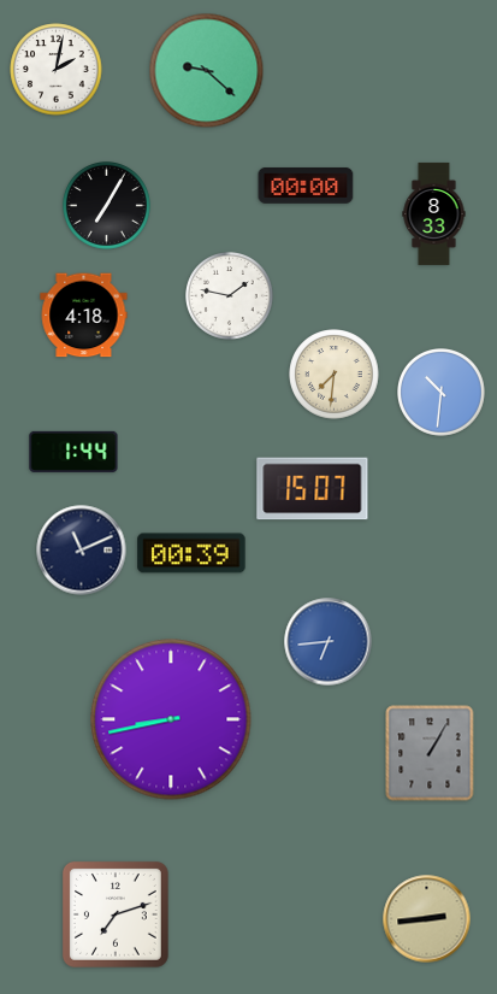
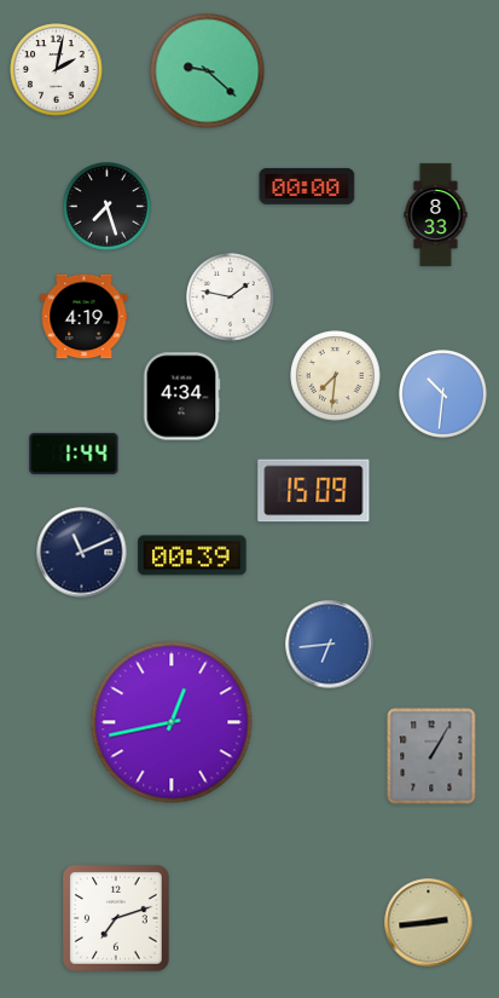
clock at (107, 206): 7:05 -> 7:27
clock at (84, 316): 4:18 -> 4:19
clock at (181, 397): none -> 4:34
clock at (313, 489): 15:07 -> 15:09
clock at (171, 719): 8:43 -> 12:43
